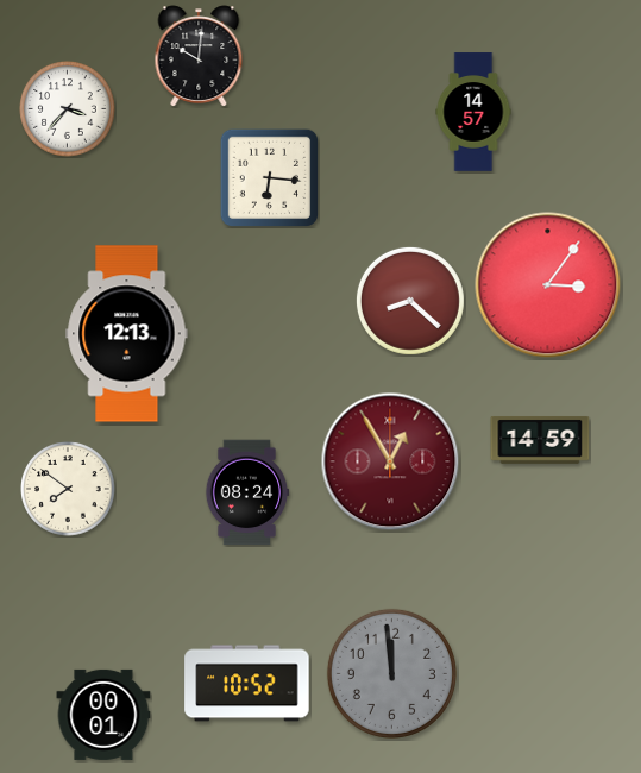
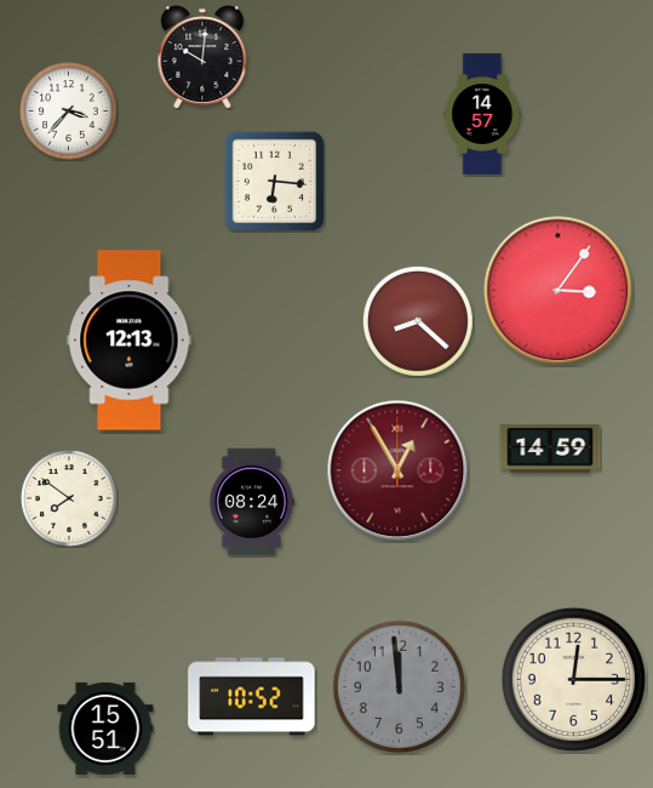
clock at (410, 301) position: (410, 301) -> (418, 321)
clock at (573, 679): none -> 12:15
clock at (103, 715): 00:01 -> 15:51
